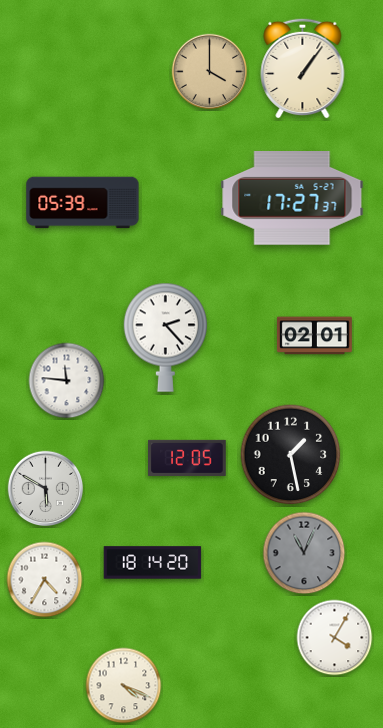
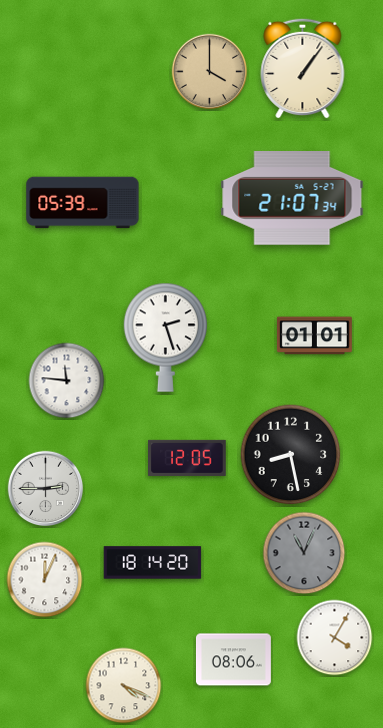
clock at (292, 199): 17:27 -> 21:07
clock at (314, 336): 02:01 -> 01:01
clock at (166, 337): 2:23 -> 2:27
clock at (291, 455): 1:28 -> 8:28
clock at (46, 489): 5:50 -> 2:45
clock at (45, 580): 4:35 -> 12:04
clock at (233, 660): none -> 08:06
